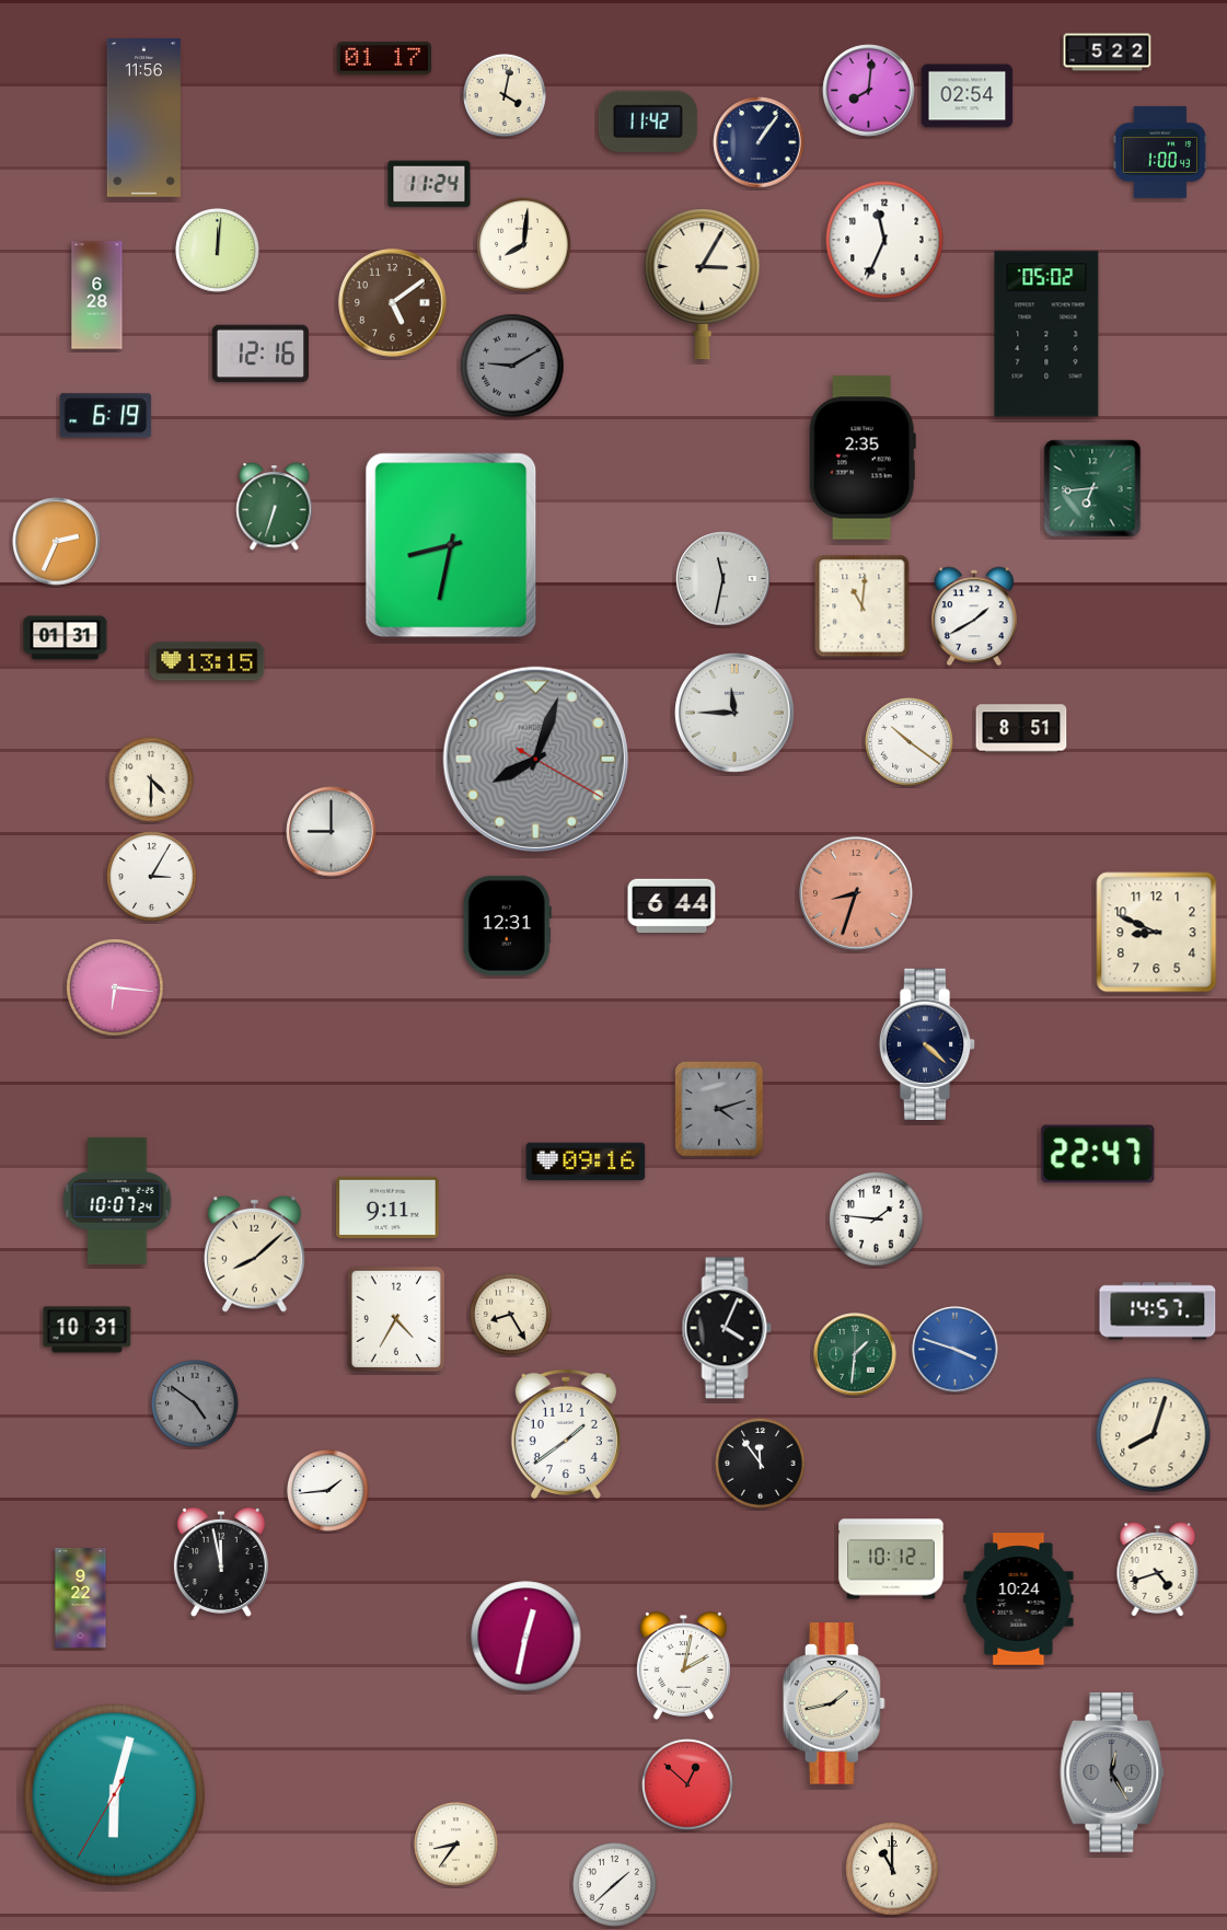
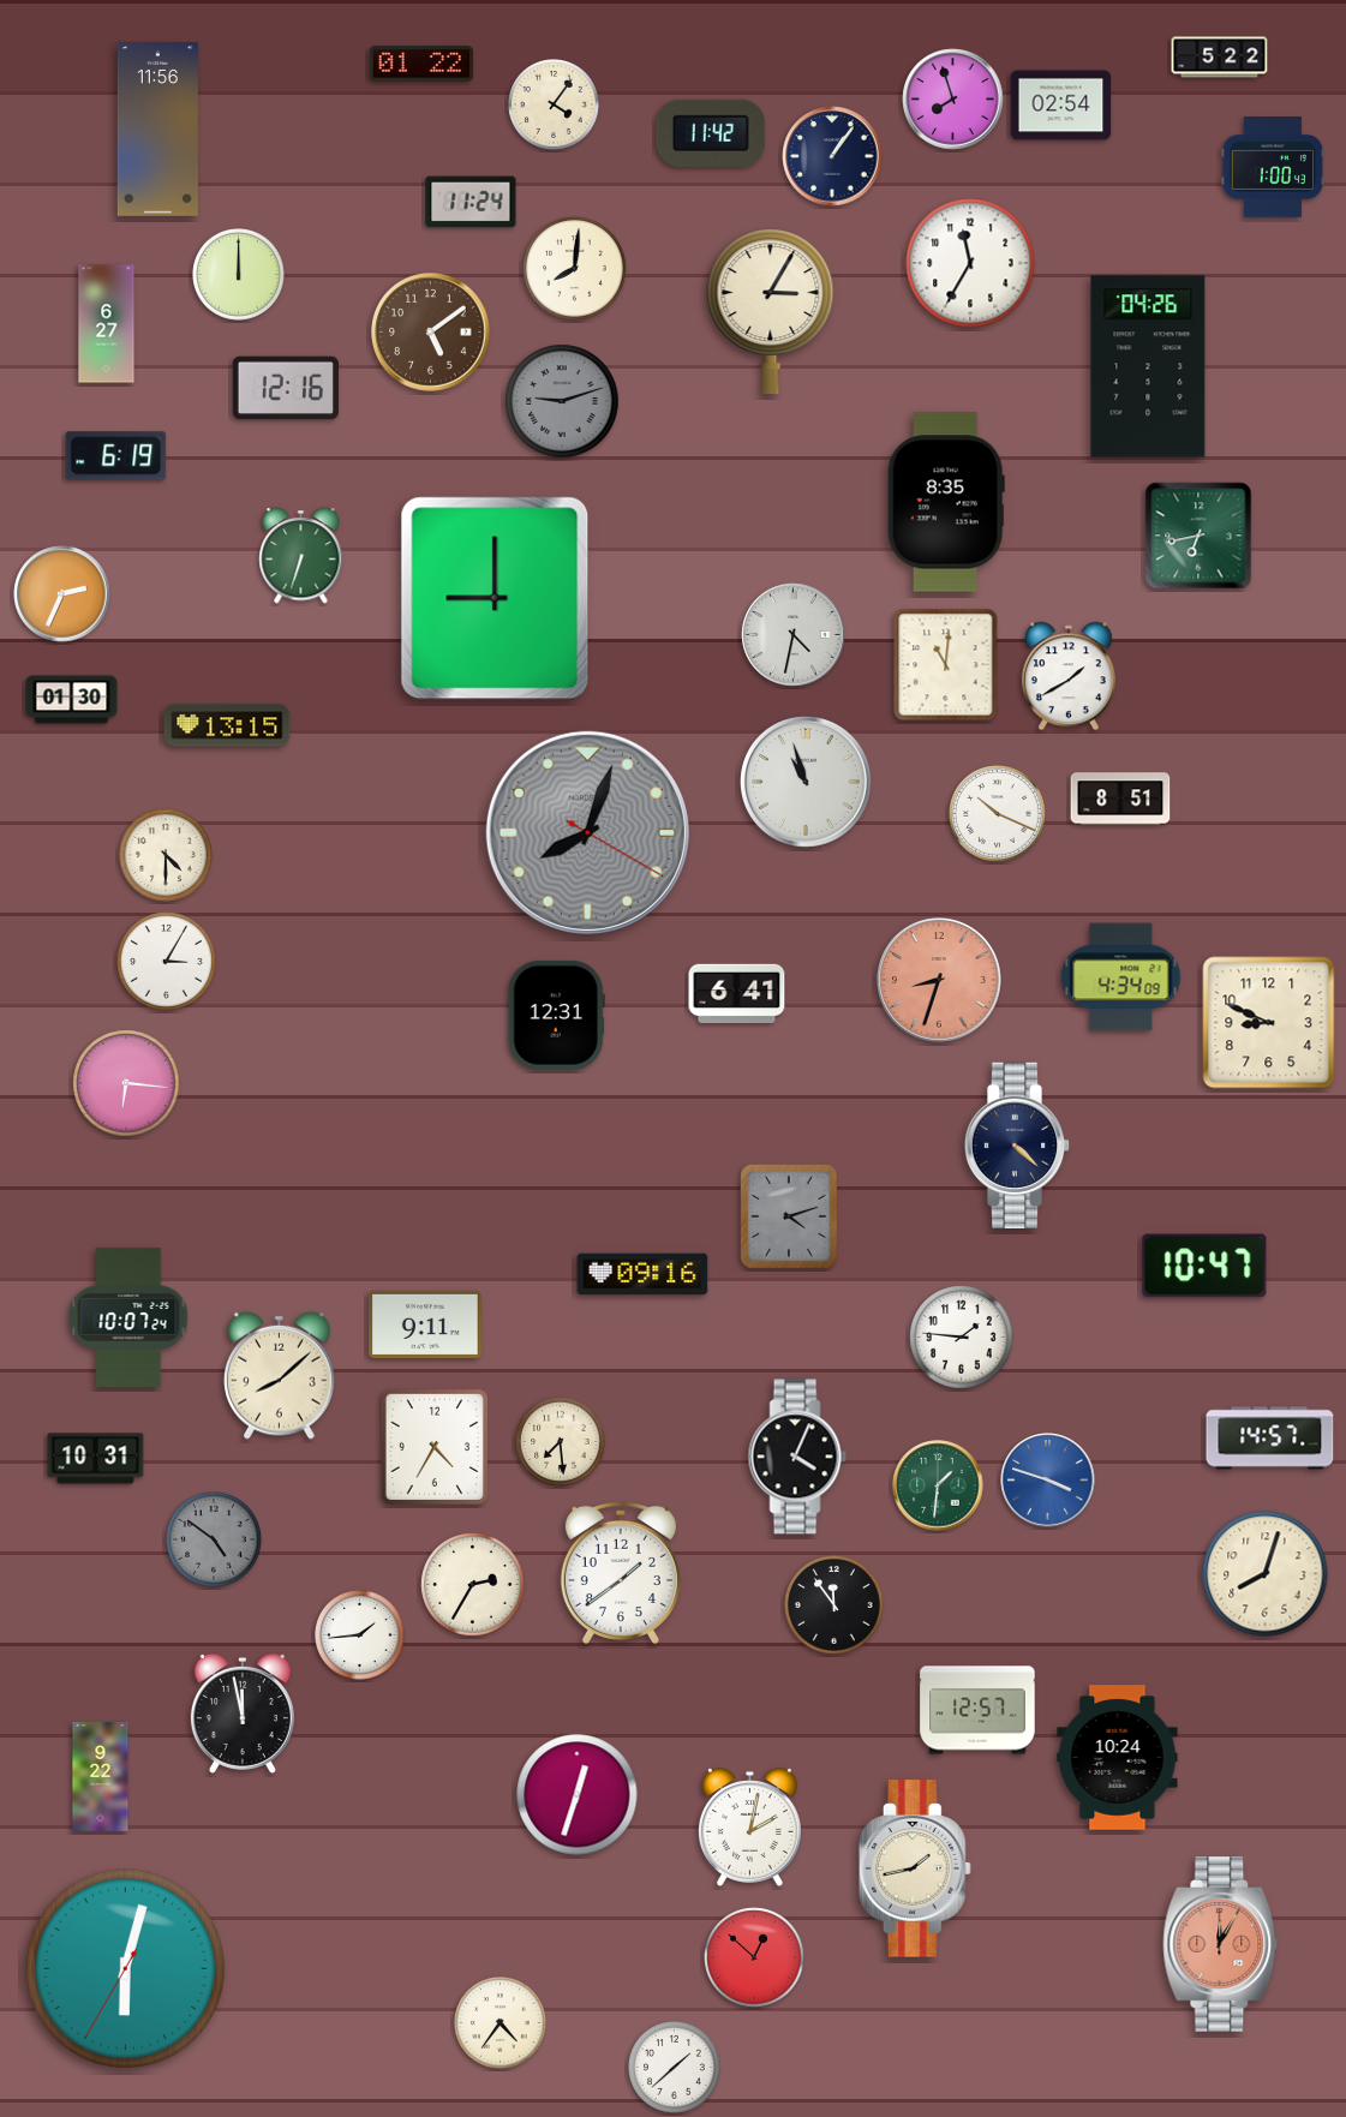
clock at (1108, 53) position: (1108, 53) -> (1220, 58)
clock at (384, 58): 01:17 -> 01:22
clock at (869, 91): 8:01 -> 7:57
clock at (506, 96): 4:02 -> 4:06
clock at (884, 240): 11:34 -> 11:35
clock at (218, 251): 12:01 -> 12:00
clock at (97, 296): 6:28 -> 6:27
clock at (1046, 334): 05:02 -> 04:26
clock at (512, 366): 9:10 -> 9:12
clock at (863, 458): 2:35 -> 8:35
clock at (1092, 488): 6:44 -> 6:43
clock at (451, 545): 8:32 -> 9:00
clock at (724, 579): 11:32 -> 4:32
clock at (66, 638): 01:31 -> 01:30
clock at (736, 714): 11:45 -> 10:57
clock at (910, 742): 10:21 -> 10:19
clock at (332, 832): 9:00 -> none
clock at (1121, 977): none -> 4:34
clock at (672, 906): 6:44 -> 6:41
clock at (1098, 1154): 22:47 -> 10:47
clock at (511, 1315): 8:25 -> 7:29
clock at (473, 1585): none -> 2:35
clock at (891, 1559): 10:12 -> 12:57
clock at (1158, 1570): 4:42 -> none
clock at (81, 1597) position: (81, 1597) -> (101, 1776)
clock at (1019, 1599) position: (1019, 1599) -> (1118, 1758)
clock at (526, 1637): 12:32 -> 12:33
clock at (1112, 1773): 12:25 -> 12:05
clock at (1112, 1773) dial: grey -> salmon
clock at (456, 1845): 8:36 -> 4:36
clock at (892, 1869): 11:00 -> none
